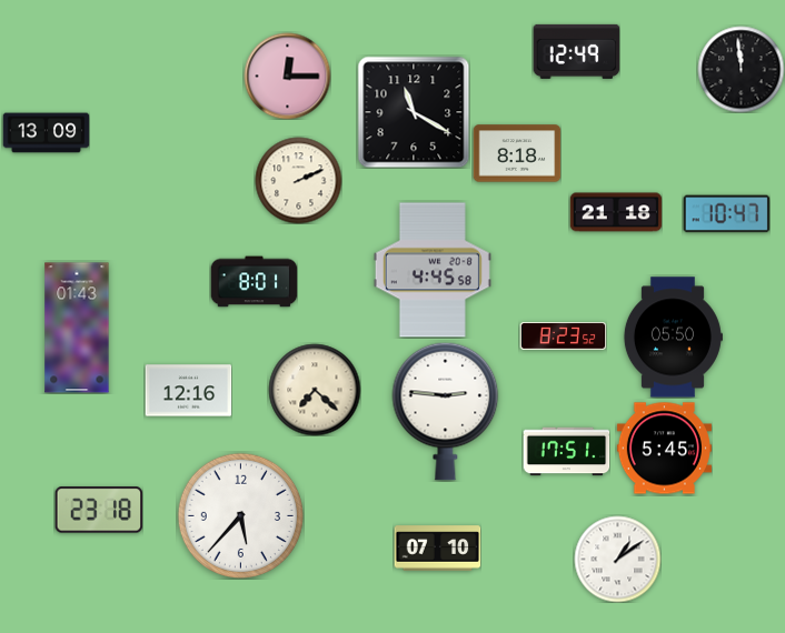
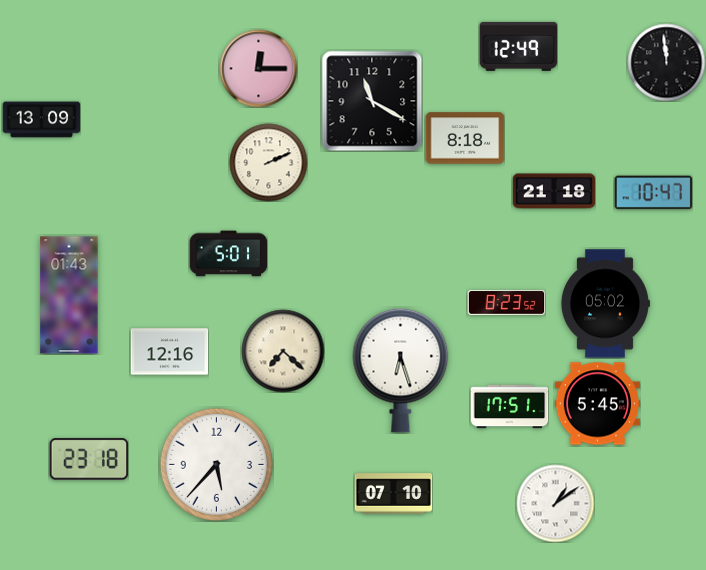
clock at (433, 270): 4:45 -> none
clock at (254, 282): 8:01 -> 5:01
clock at (673, 338): 05:50 -> 05:02
clock at (446, 411): 2:46 -> 6:27
